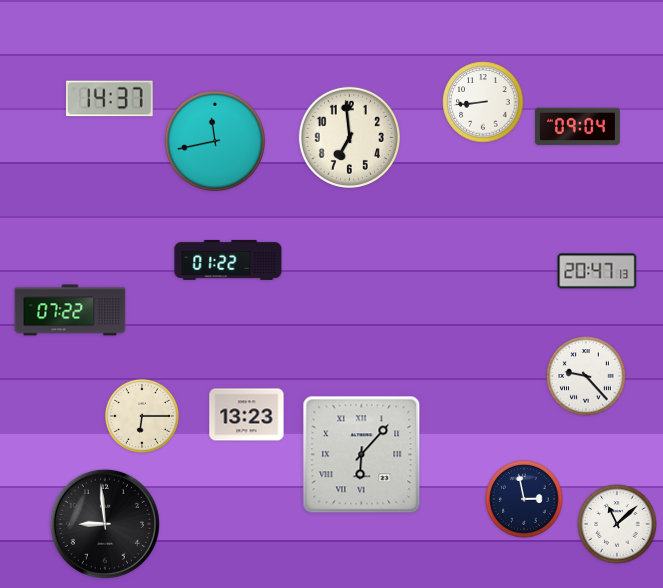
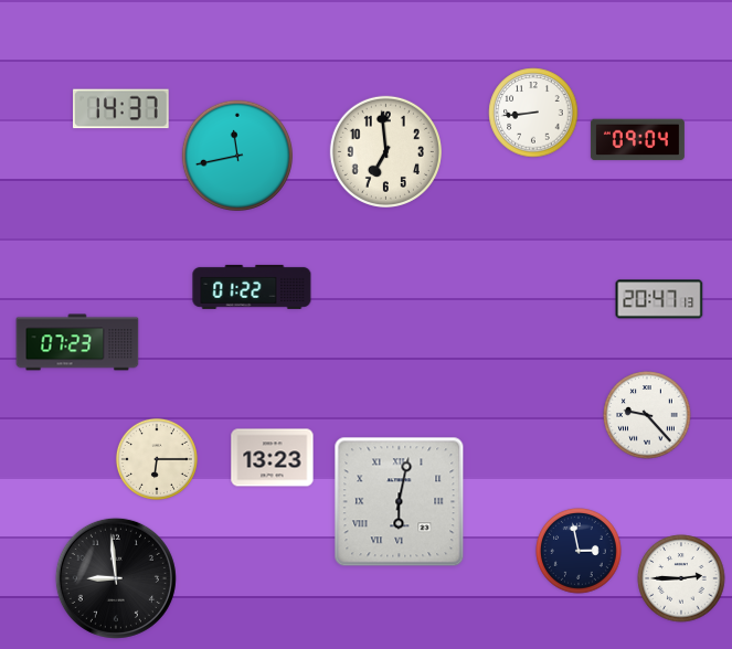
clock at (70, 310): 07:22 -> 07:23
clock at (362, 455): 6:07 -> 6:02
clock at (617, 524): 11:08 -> 2:45
